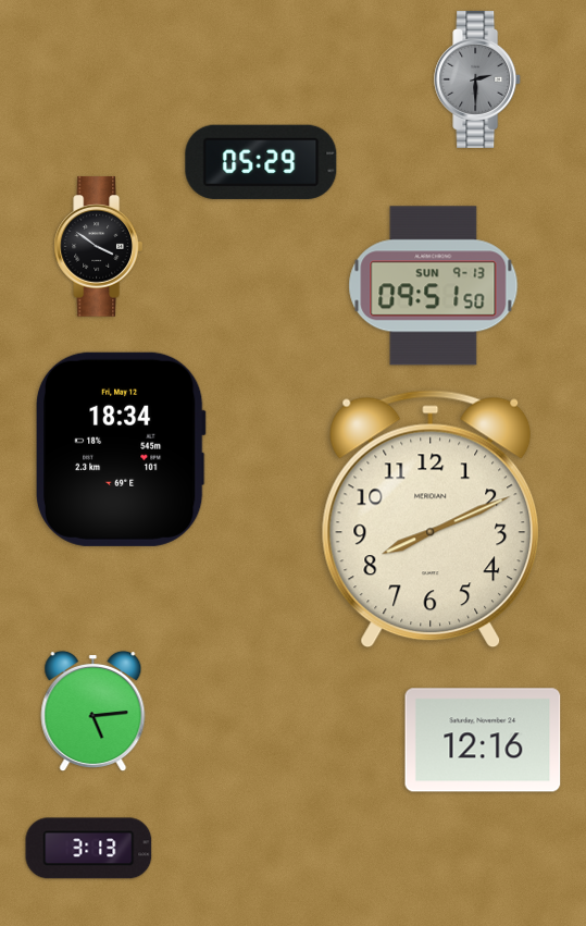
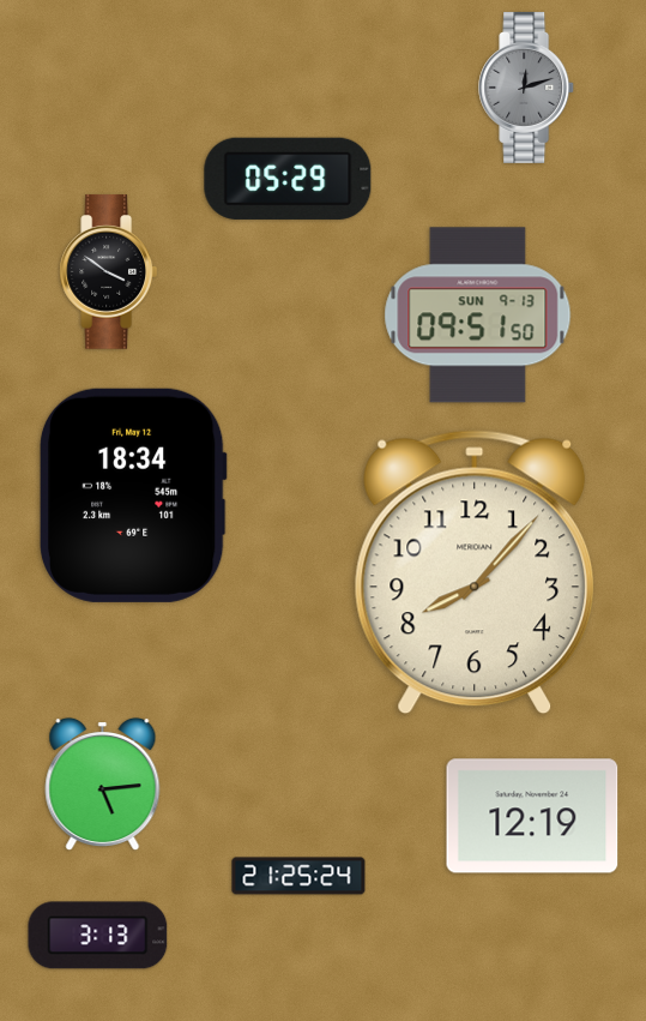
clock at (478, 79): 2:30 -> 12:12
clock at (431, 519): 8:11 -> 8:07
clock at (483, 740): 12:16 -> 12:19
clock at (298, 876): none -> 21:25
